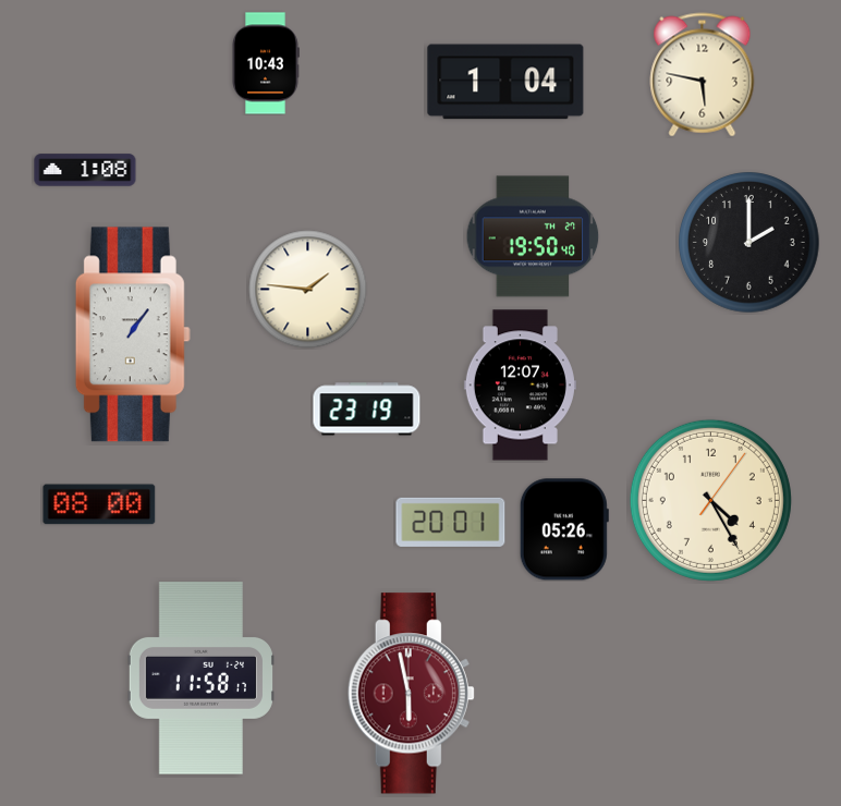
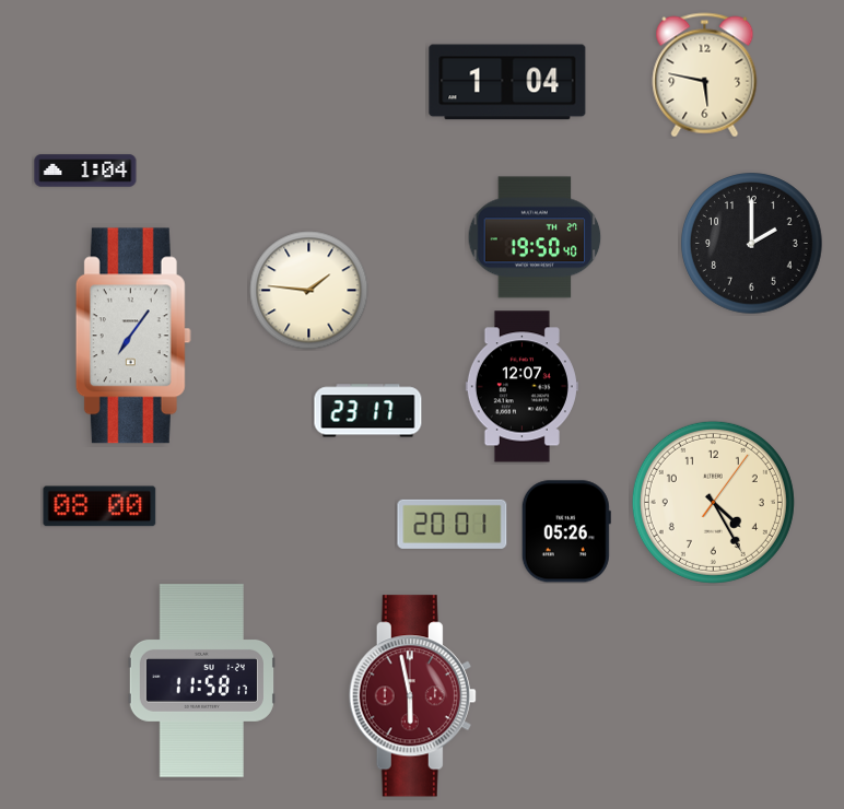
clock at (266, 63): 10:43 -> none
clock at (85, 170): 1:08 -> 1:04
clock at (133, 334): 1:06 -> 7:06
clock at (367, 410): 23:19 -> 23:17
